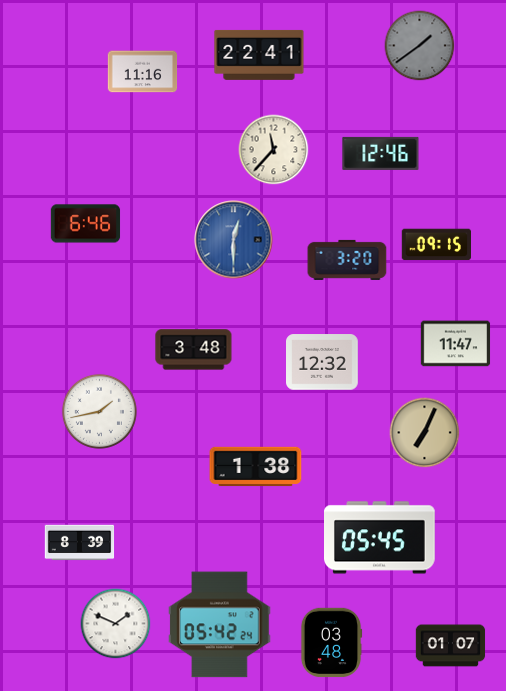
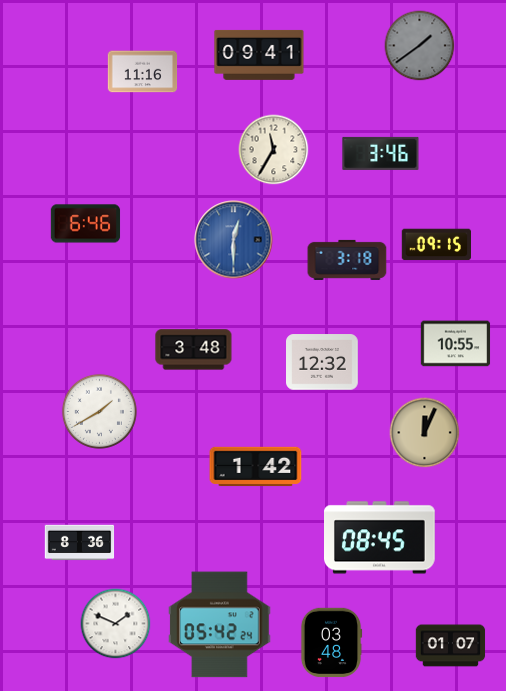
clock at (259, 55): 22:41 -> 09:41
clock at (274, 150): 11:37 -> 11:35
clock at (381, 153): 12:46 -> 3:46
clock at (347, 260): 3:20 -> 3:18
clock at (456, 344): 11:47 -> 10:55
clock at (99, 411): 1:43 -> 1:40
clock at (425, 433): 7:04 -> 12:04
clock at (256, 467): 1:38 -> 1:42
clock at (380, 538): 05:45 -> 08:45
clock at (80, 543): 8:39 -> 8:36
